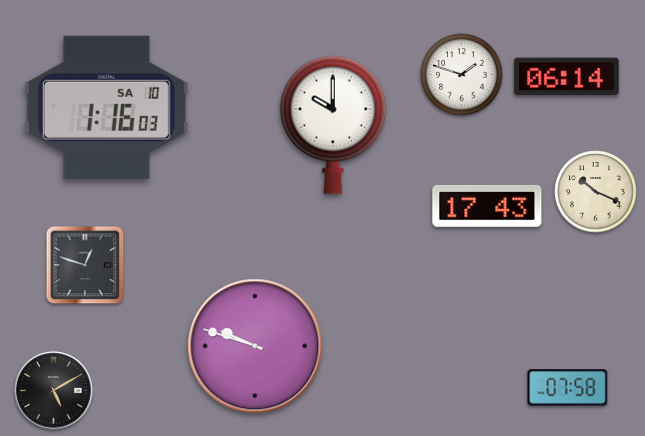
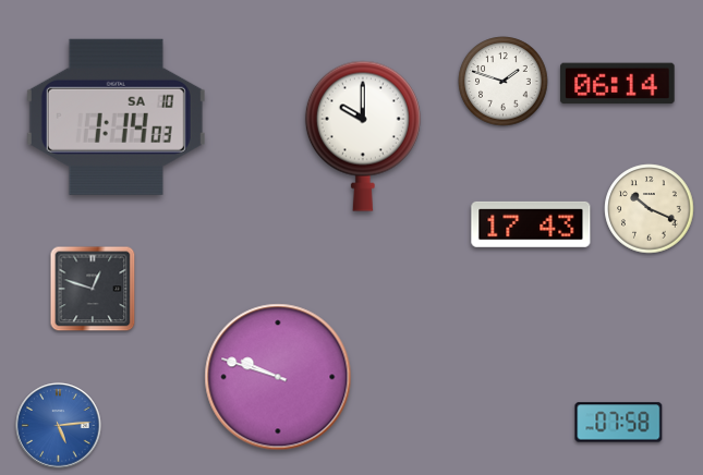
clock at (106, 107): 1:16 -> 1:14
clock at (54, 391): 5:10 -> 5:14
clock at (54, 391) dial: black -> blue
